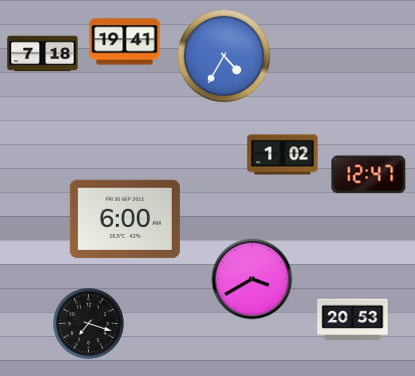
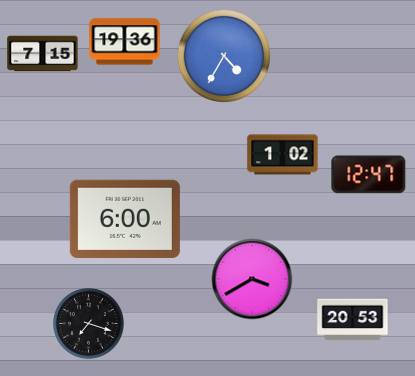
clock at (125, 42): 19:41 -> 19:36
clock at (43, 54): 7:18 -> 7:15
